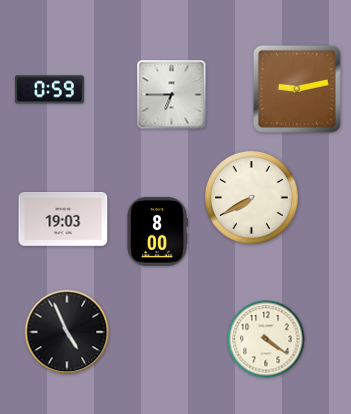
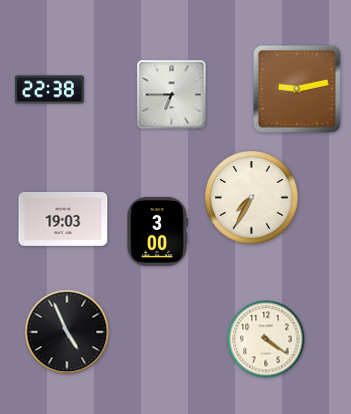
clock at (49, 90): 0:59 -> 22:38
clock at (251, 198): 7:40 -> 7:35
clock at (157, 231): 8:00 -> 3:00
